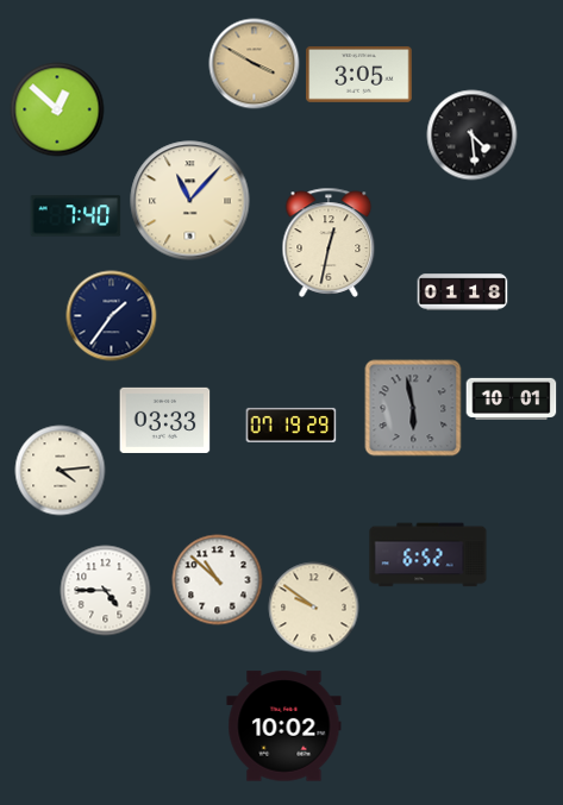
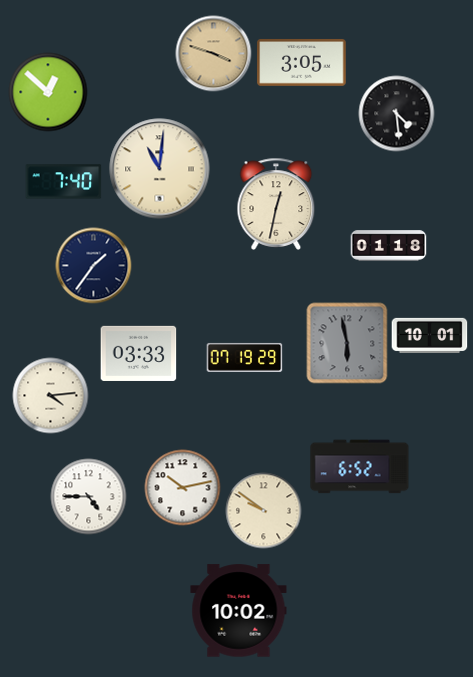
clock at (255, 64): 3:50 -> 3:48
clock at (190, 201): 11:07 -> 11:01
clock at (218, 580): 10:52 -> 10:13
